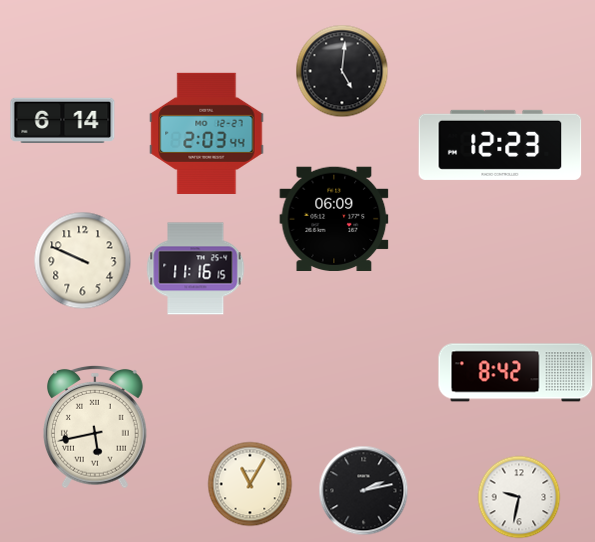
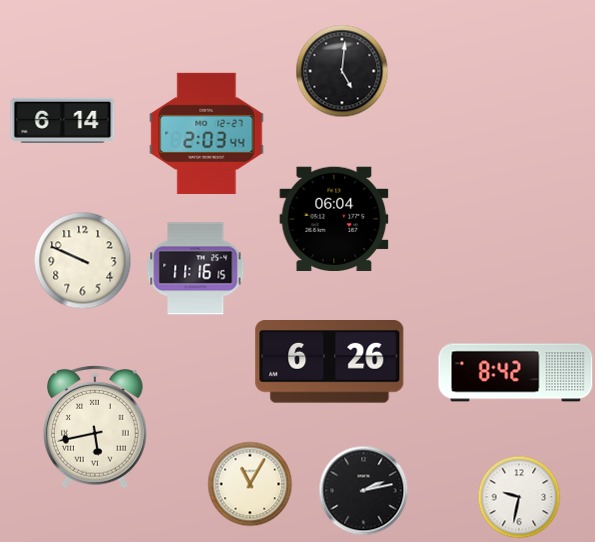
clock at (500, 145): 12:23 -> none
clock at (334, 218): 06:09 -> 06:04
clock at (330, 362): none -> 6:26
